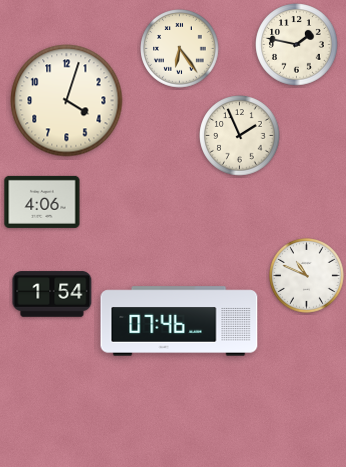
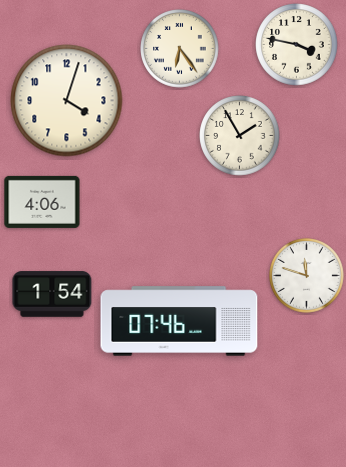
clock at (297, 45): 1:47 -> 3:47
clock at (240, 136): 1:56 -> 1:55
clock at (307, 276): 10:49 -> 11:48
